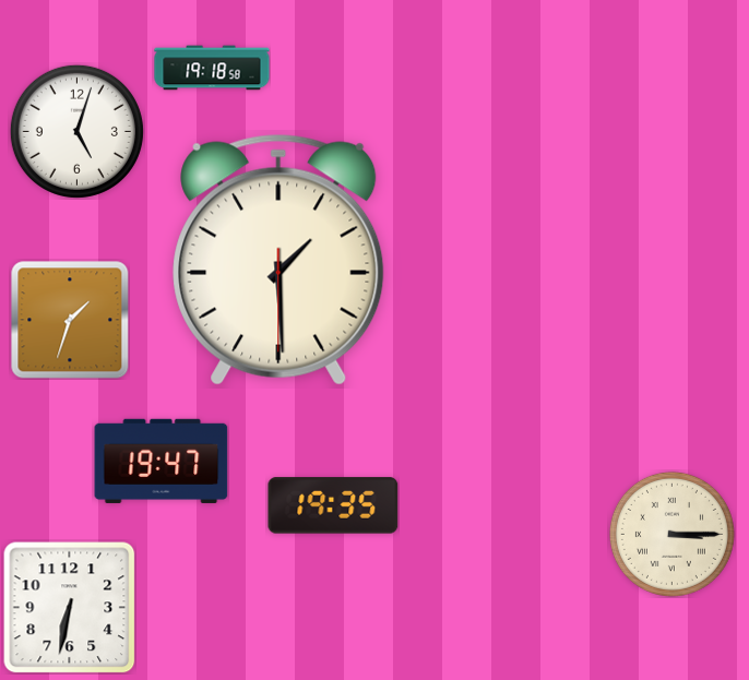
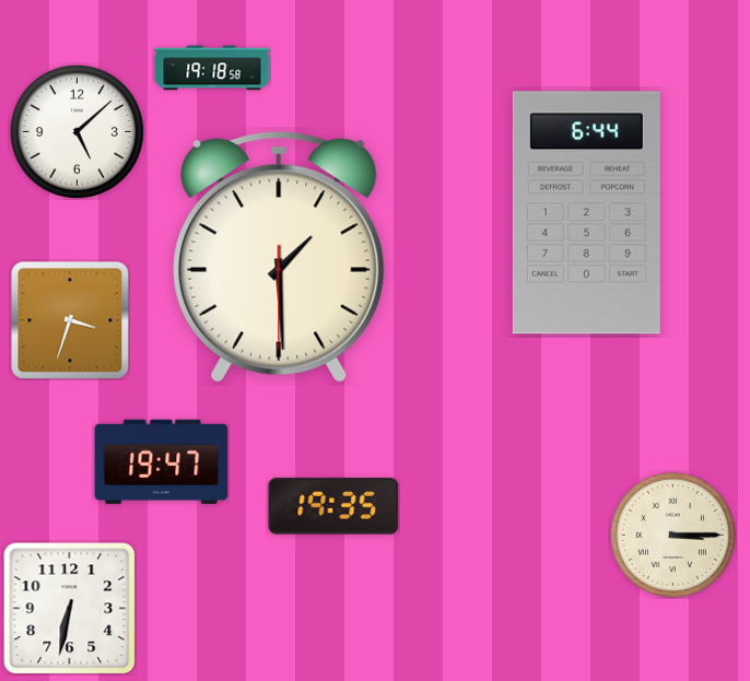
clock at (76, 131): 5:03 -> 5:08
clock at (586, 213): none -> 6:44
clock at (278, 260) position: (278, 260) -> (279, 257)
clock at (70, 320): 1:33 -> 3:33
